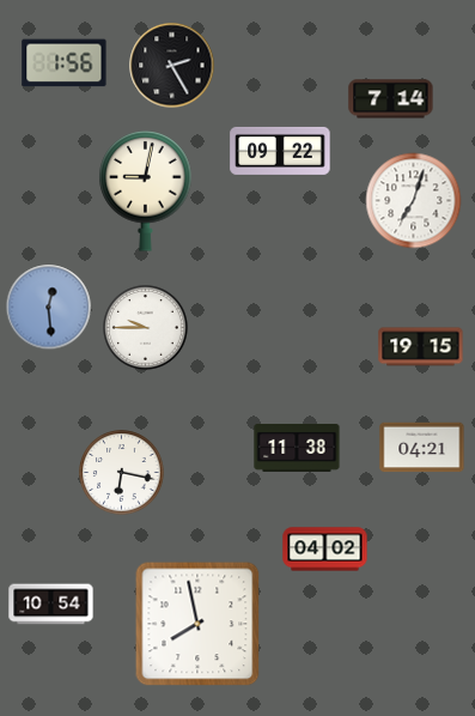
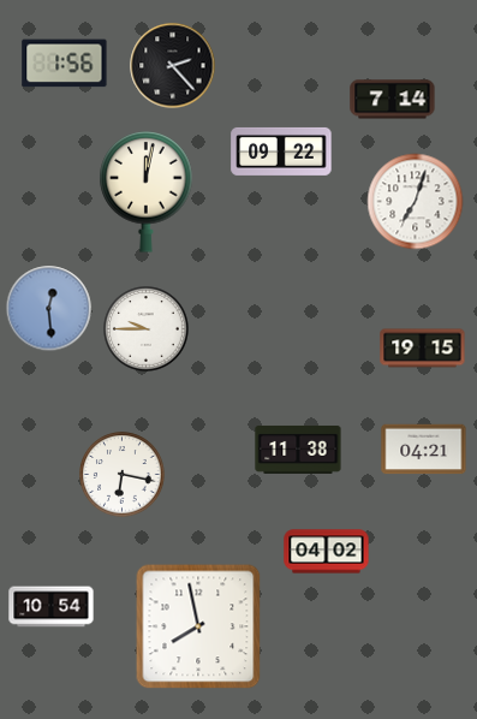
clock at (172, 66): 2:25 -> 2:23
clock at (146, 192): 9:02 -> 12:02
